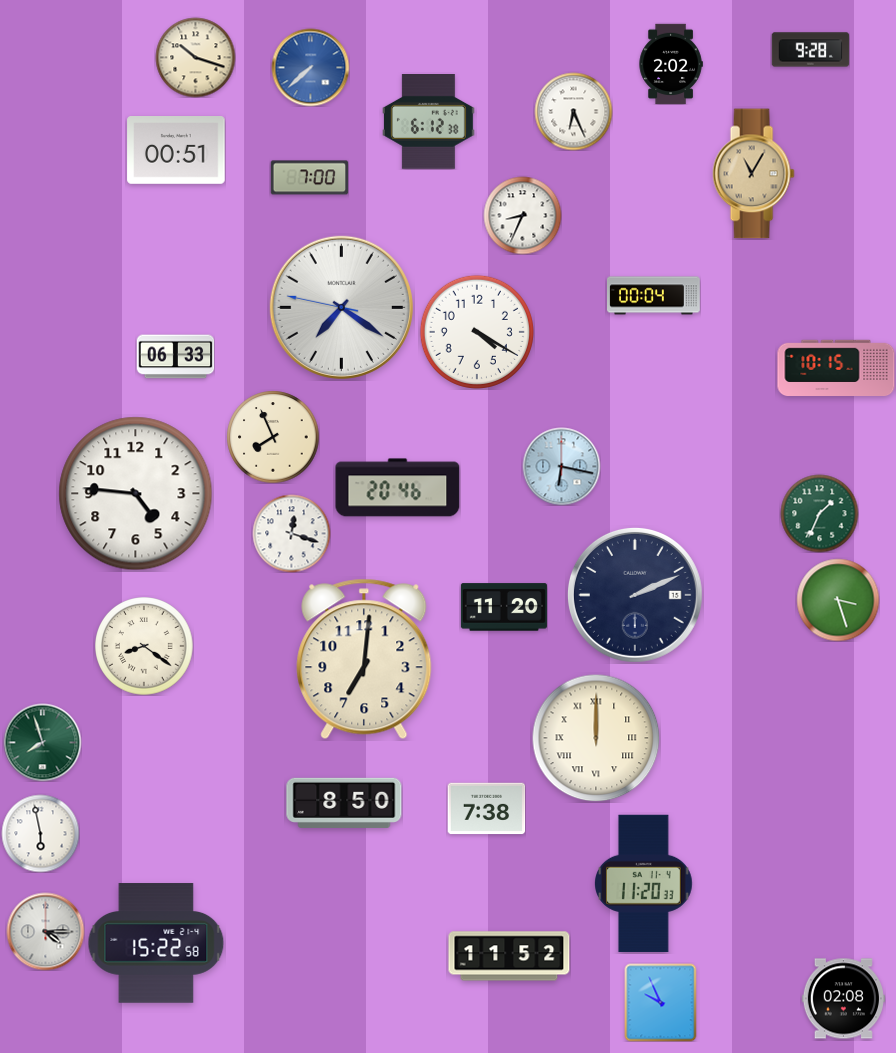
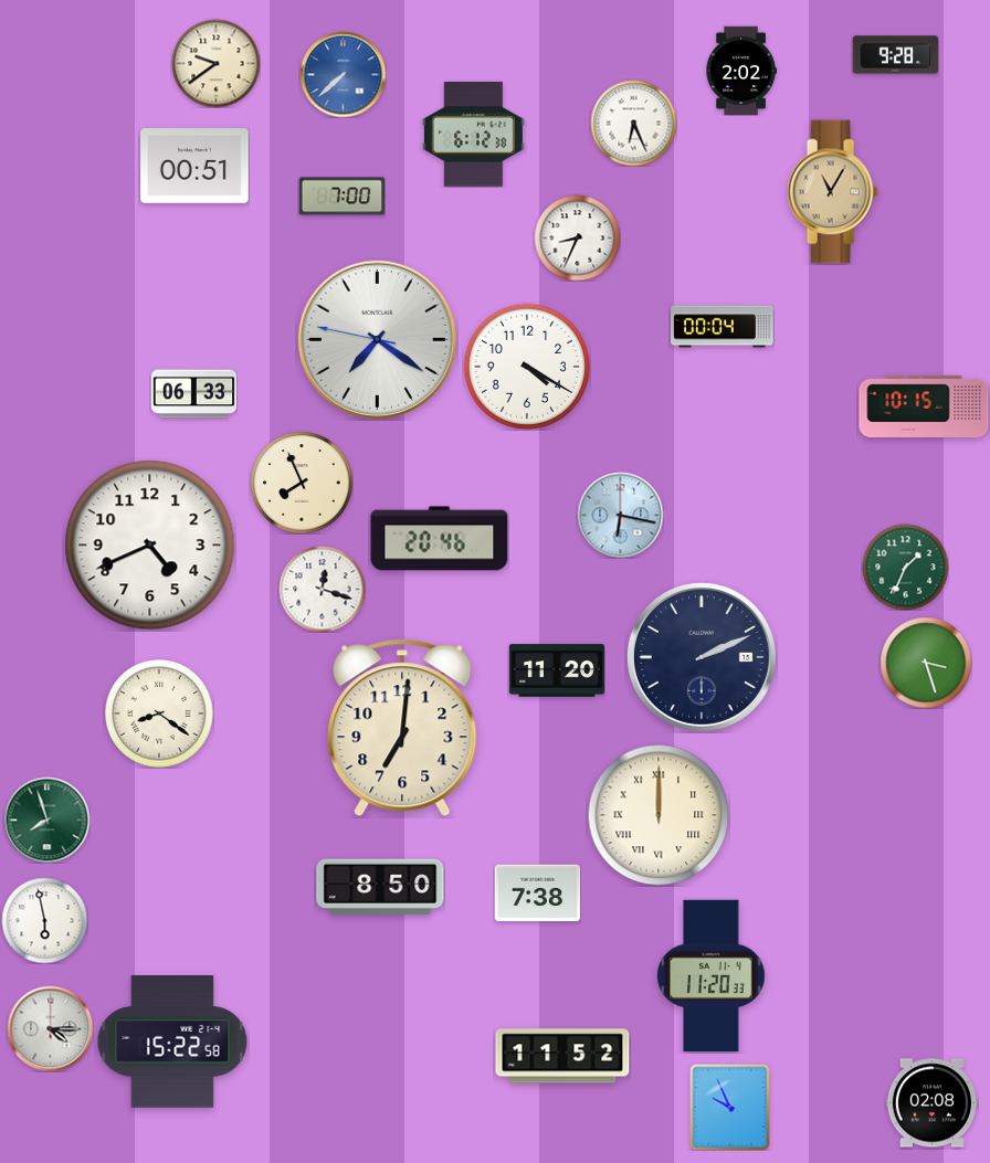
clock at (195, 57): 10:18 -> 9:39
clock at (136, 494): 4:46 -> 4:41
